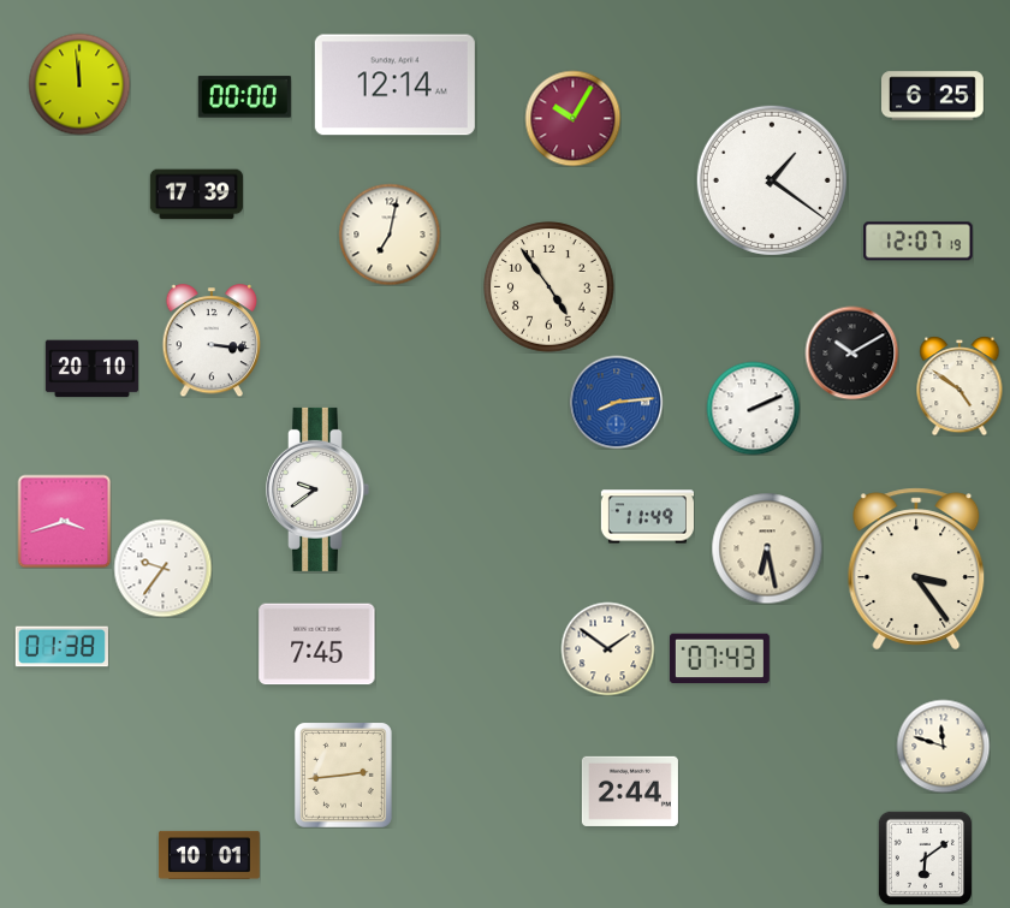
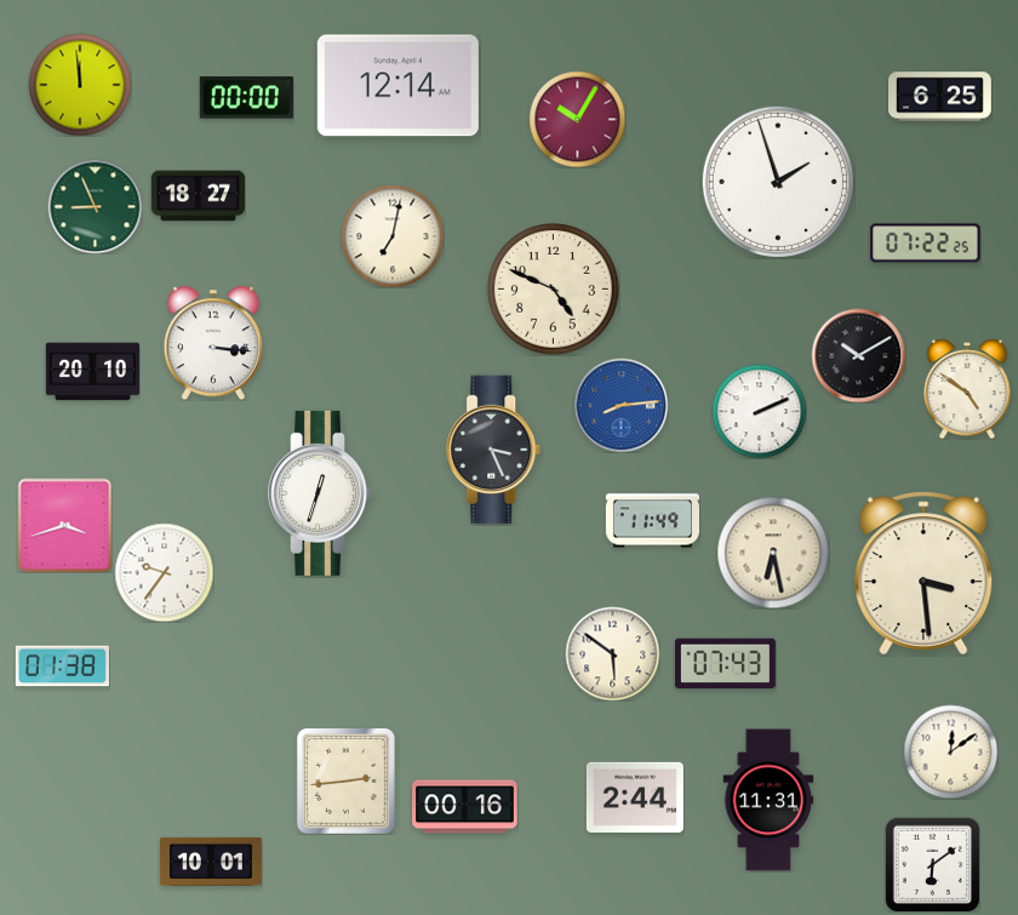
clock at (772, 180): 1:21 -> 1:57
clock at (196, 195): 17:39 -> 18:27
clock at (95, 206): none -> 8:56
clock at (919, 242): 12:07 -> 07:22
clock at (549, 287): 4:54 -> 4:49
clock at (494, 450): none -> 3:26
clock at (317, 489): 9:39 -> 12:33
clock at (916, 569): 3:24 -> 3:29
clock at (317, 645): 7:45 -> none
clock at (61, 647) position: (61, 647) -> (62, 667)
clock at (607, 648): 1:51 -> 5:51
clock at (943, 746): 11:48 -> 12:09
clock at (768, 800): none -> 11:31
clock at (465, 807): none -> 00:16
